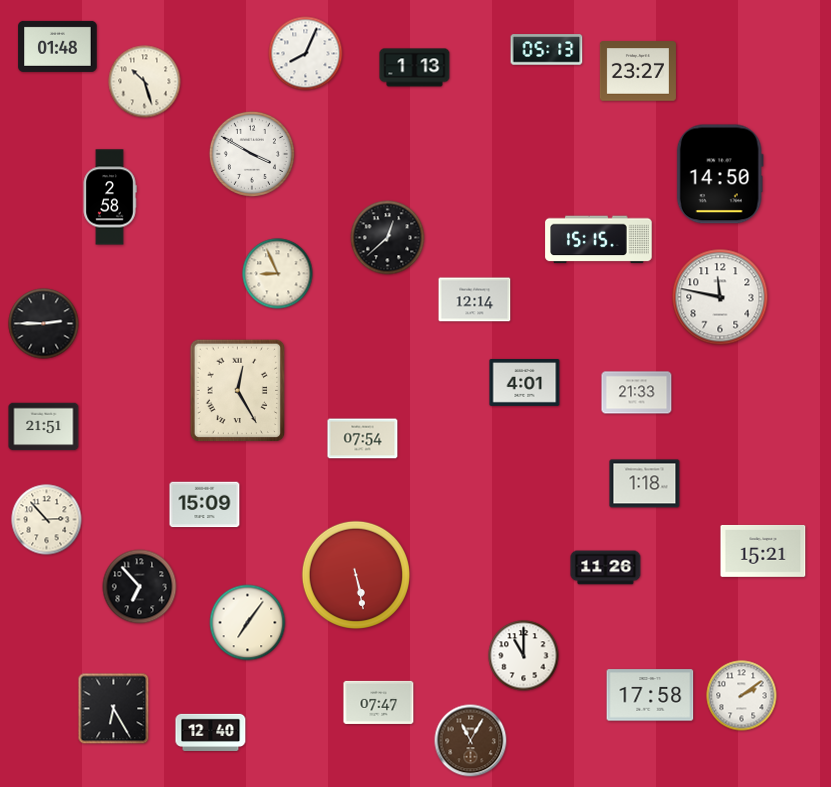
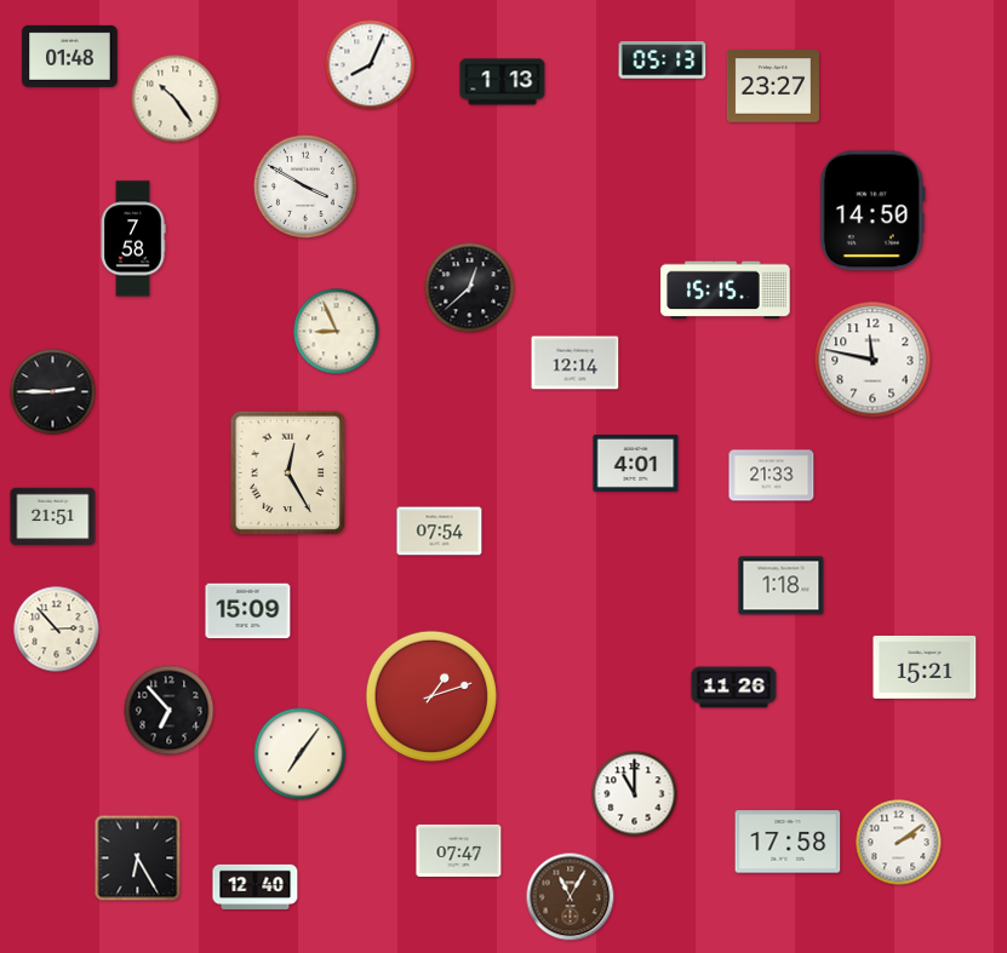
clock at (145, 82): 10:27 -> 10:24
clock at (110, 197): 2:58 -> 7:58
clock at (356, 575): 5:28 -> 1:12
